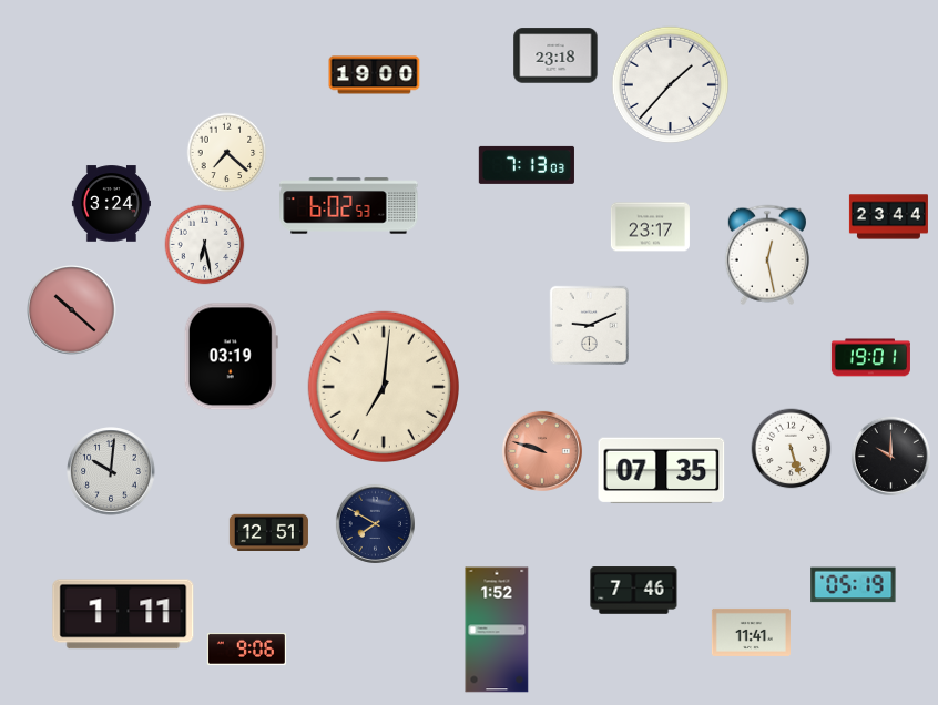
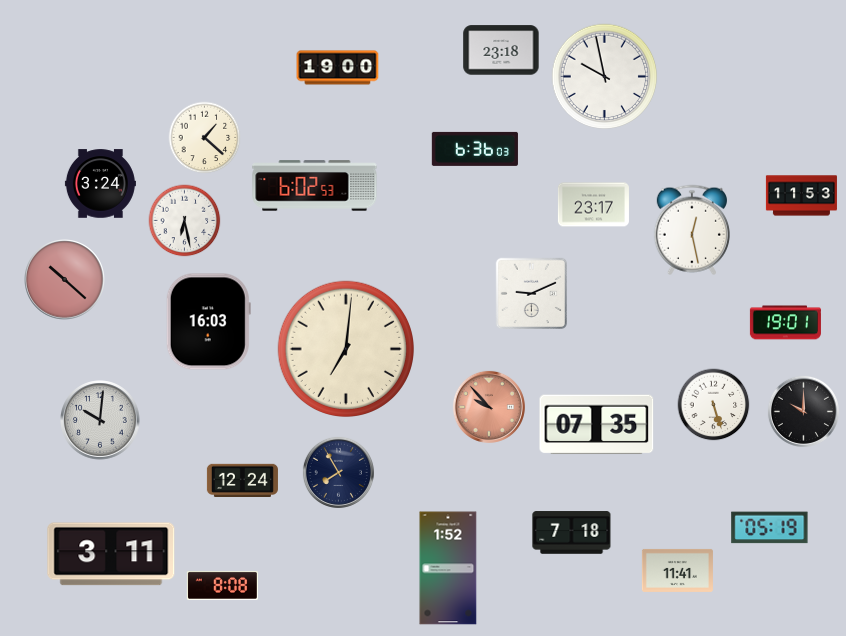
clock at (671, 85): 1:37 -> 9:58
clock at (227, 153): 7:22 -> 1:22
clock at (527, 165): 7:13 -> 6:36
clock at (888, 217): 23:44 -> 11:53
clock at (650, 227) position: (650, 227) -> (593, 205)
clock at (231, 357): 03:19 -> 16:03
clock at (542, 451): 9:48 -> 9:53
clock at (111, 471) position: (111, 471) -> (100, 420)
clock at (375, 523): 7:50 -> 7:55
clock at (268, 533): 12:51 -> 12:24
clock at (634, 591): 7:46 -> 7:18
clock at (123, 614): 1:11 -> 3:11
clock at (246, 648): 9:06 -> 8:08
